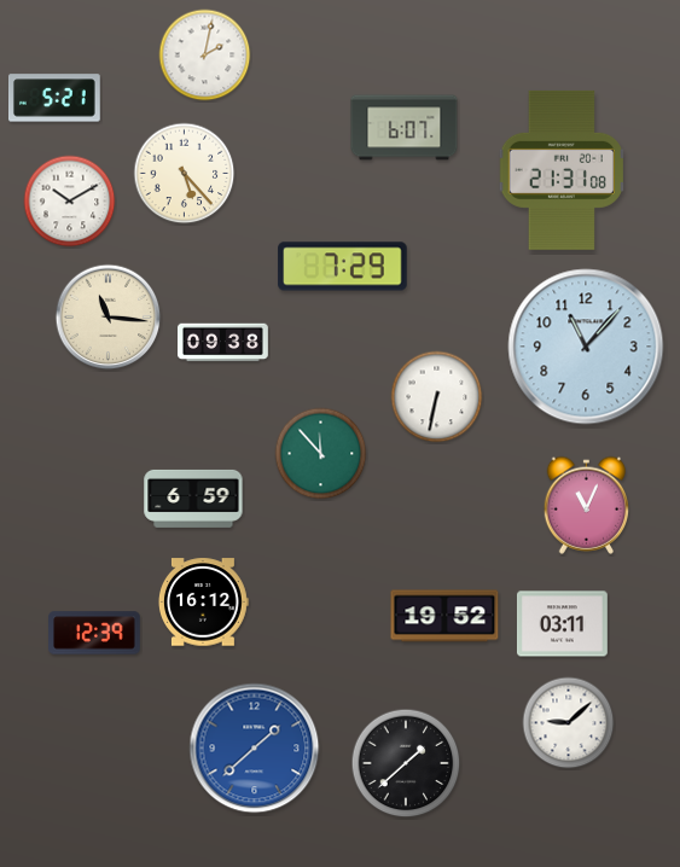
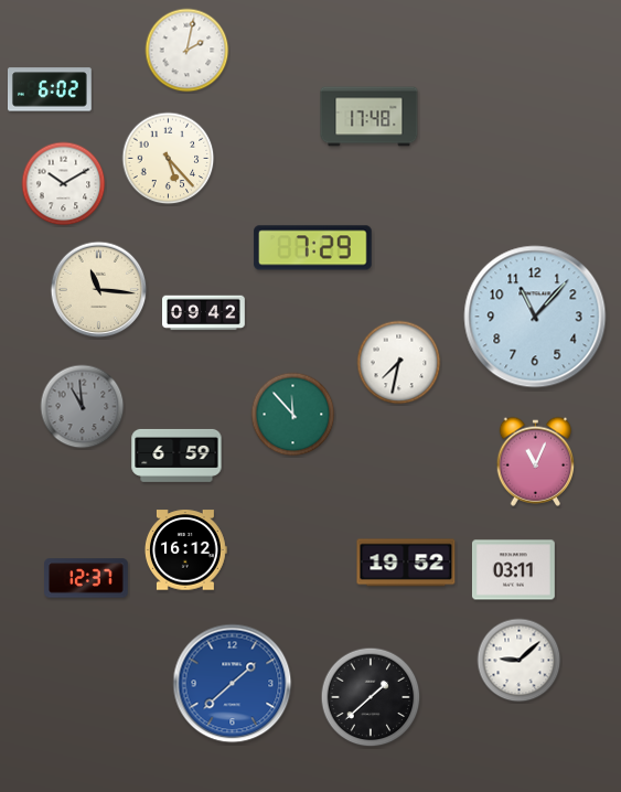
clock at (56, 98): 5:21 -> 6:02
clock at (405, 128): 6:07 -> 17:48
clock at (562, 170): 21:31 -> none
clock at (343, 267) position: (343, 267) -> (313, 248)
clock at (223, 343): 09:38 -> 09:42
clock at (437, 397): 6:32 -> 7:32
clock at (83, 407): none -> 10:59
clock at (94, 633): 12:39 -> 12:37
